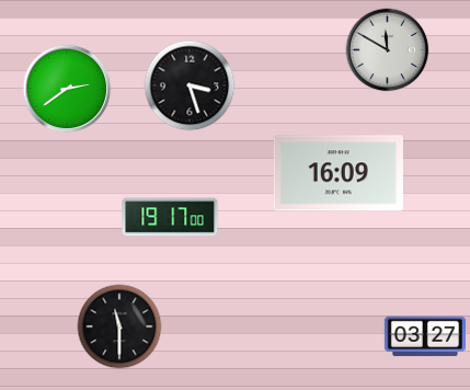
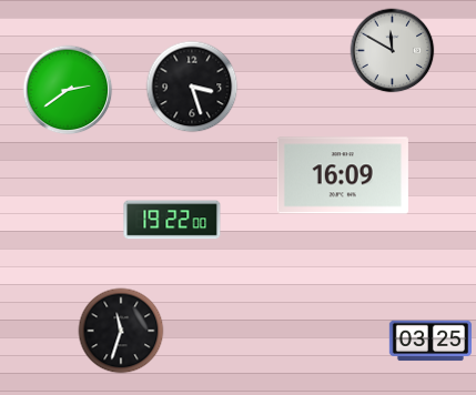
clock at (170, 217): 19:17 -> 19:22
clock at (119, 326): 11:30 -> 11:33
clock at (424, 336): 03:27 -> 03:25
